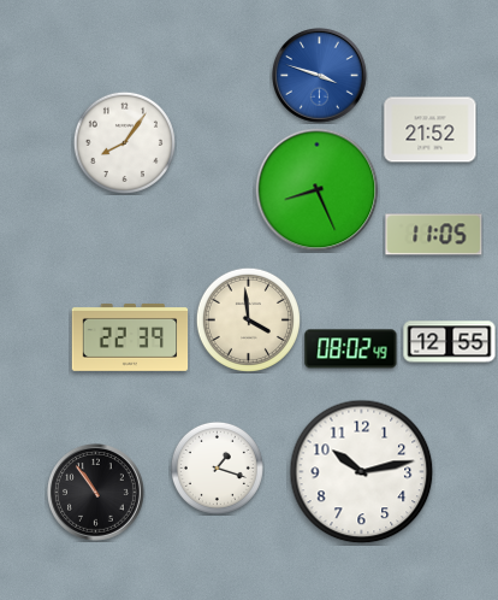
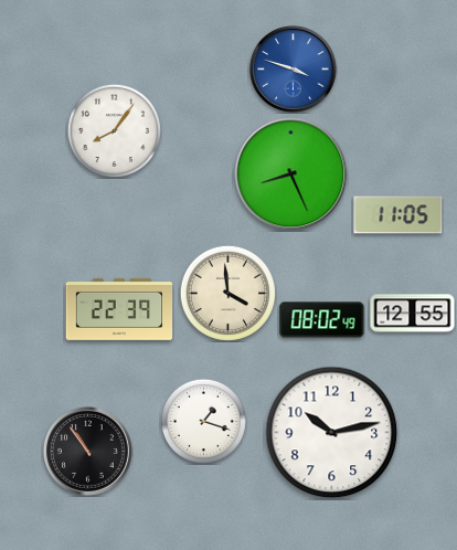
clock at (431, 130): 21:52 -> none
clock at (217, 467) position: (217, 467) -> (203, 421)
